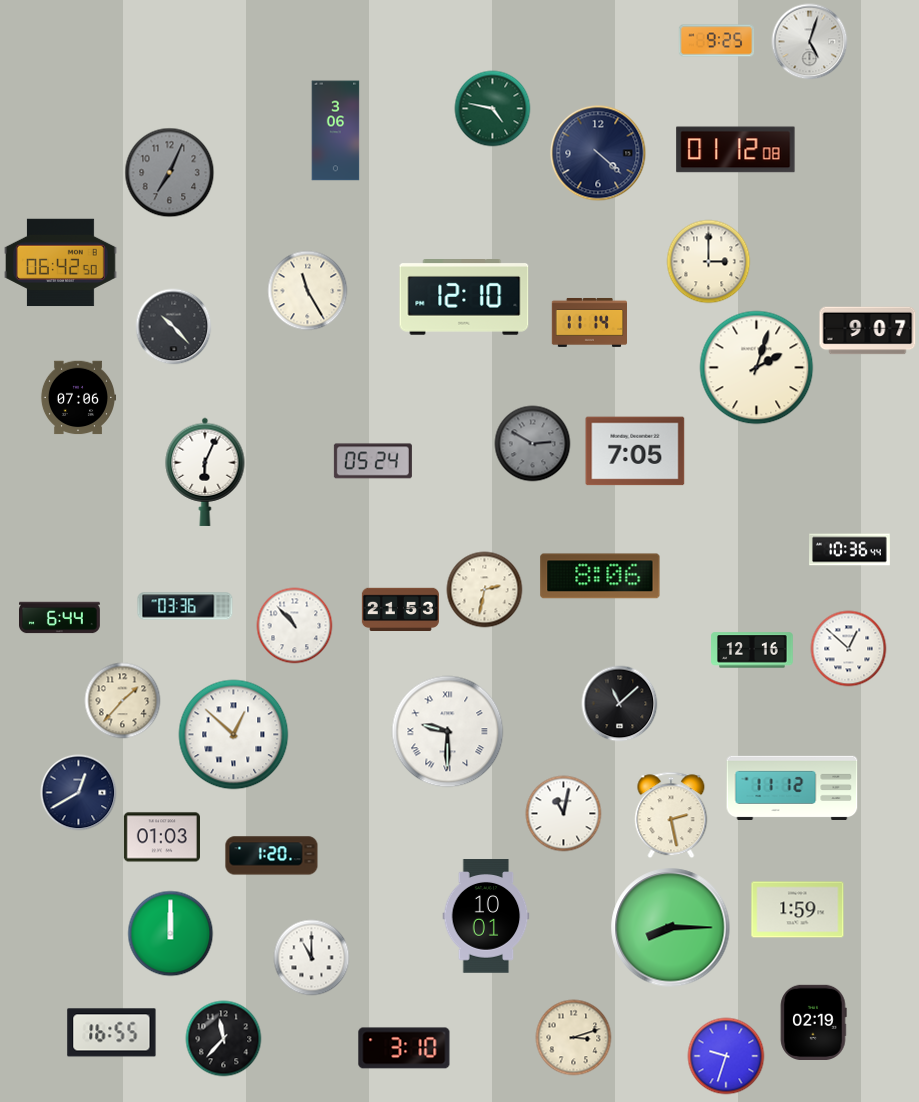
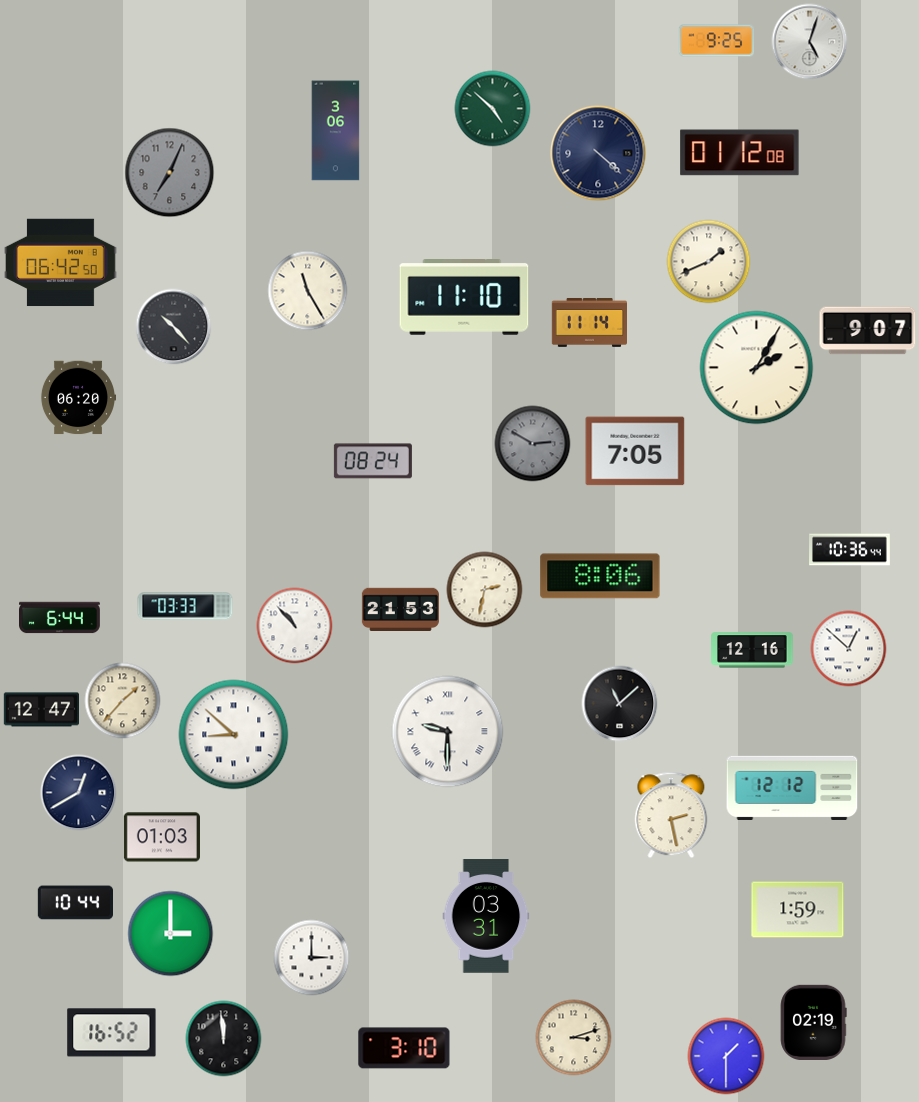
clock at (493, 109): 4:47 -> 4:52
clock at (736, 150) position: (736, 150) -> (740, 153)
clock at (709, 262): 3:00 -> 1:41
clock at (464, 298): 12:10 -> 11:10
clock at (757, 368): 2:03 -> 2:05
clock at (77, 398): 07:06 -> 06:20
clock at (373, 461): 05:24 -> 08:24
clock at (205, 472): 6:04 -> none
clock at (185, 606): 03:36 -> 03:33
clock at (41, 710): none -> 12:47
clock at (234, 735): 12:52 -> 8:52
clock at (792, 788): 11:12 -> 12:12
clock at (564, 814): 11:02 -> none
clock at (272, 856): 1:20 -> none
clock at (75, 903): none -> 10:44
clock at (486, 916): 10:01 -> 03:31
clock at (671, 928): 8:15 -> none
clock at (171, 934): 12:00 -> 3:00
clock at (312, 958): 11:00 -> 3:00
clock at (112, 1033): 16:55 -> 16:52
clock at (224, 1039): 11:37 -> 11:59
clock at (726, 1056): 9:33 -> 1:30
